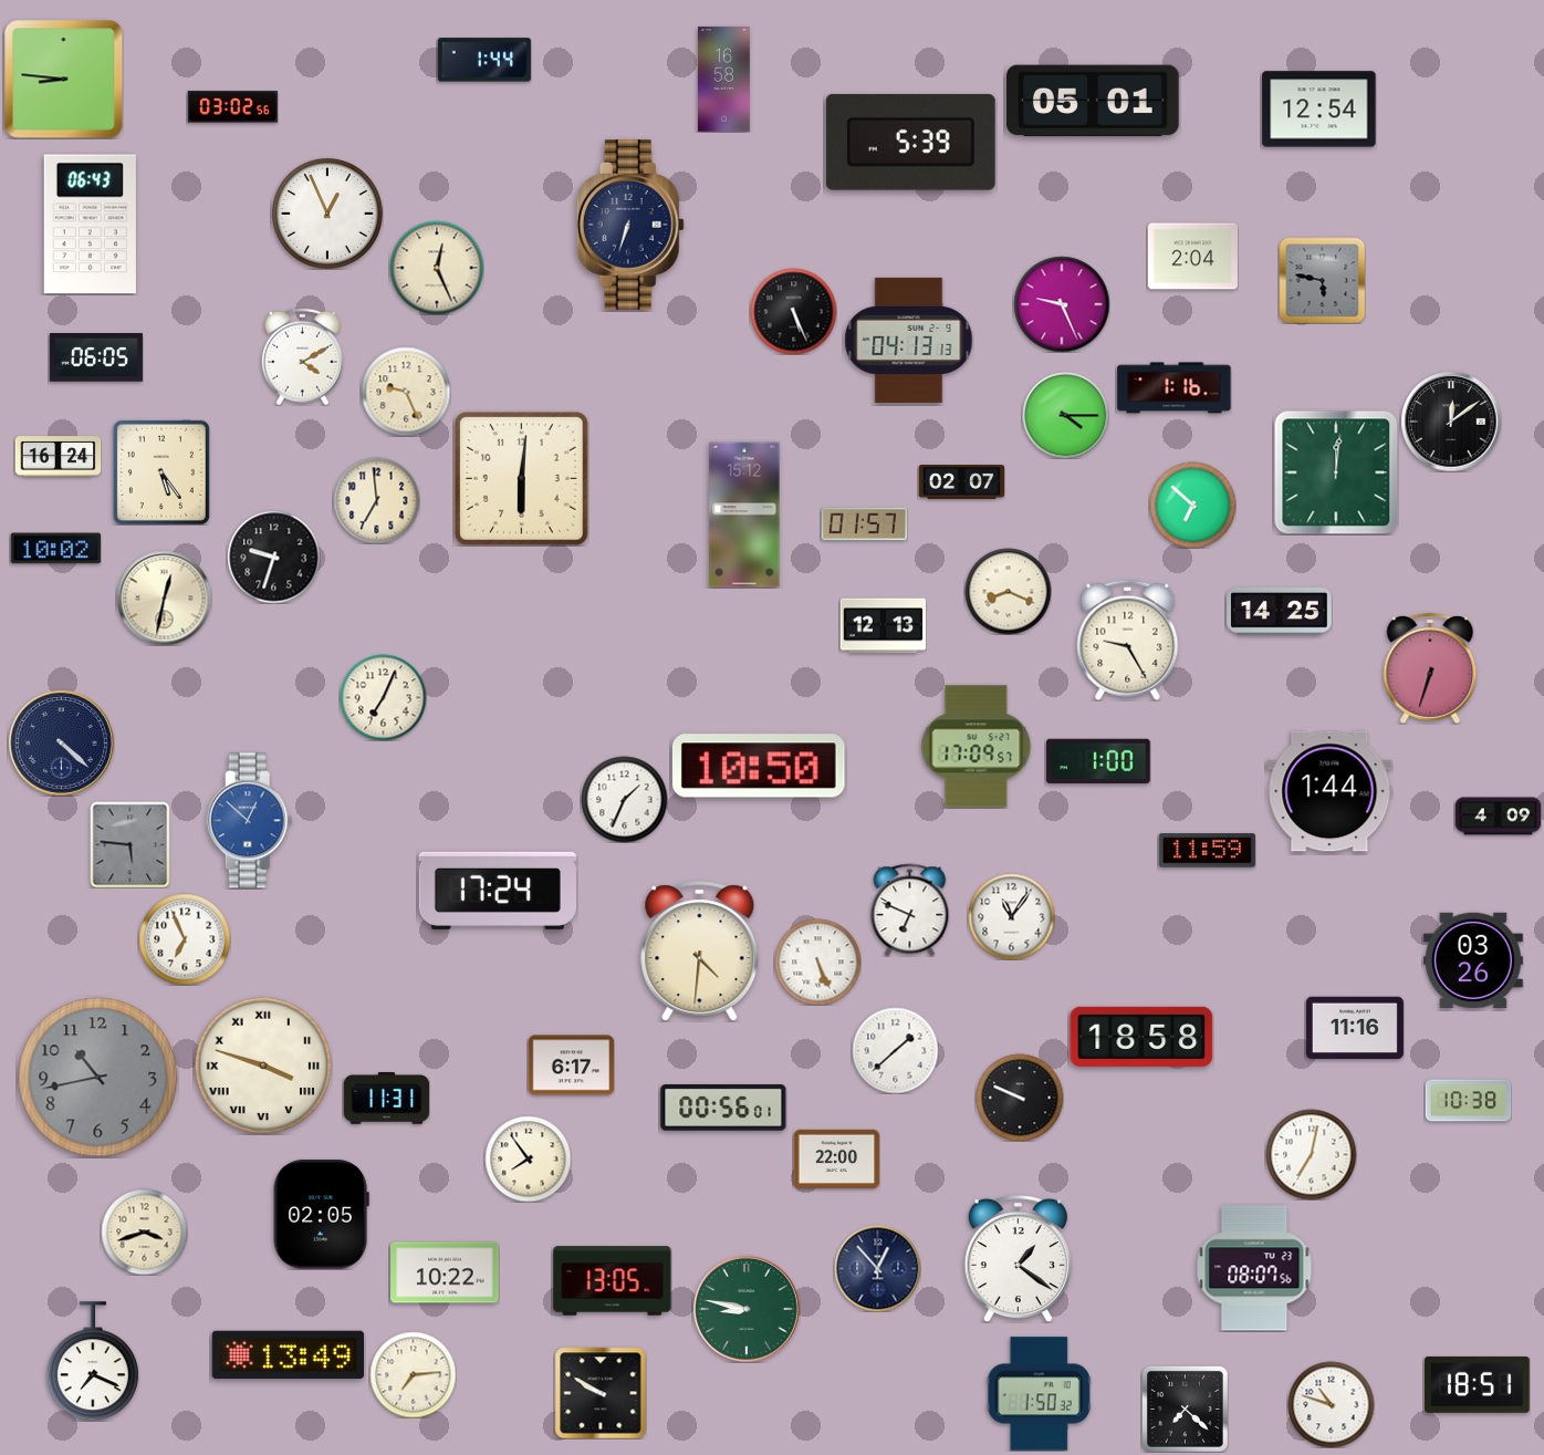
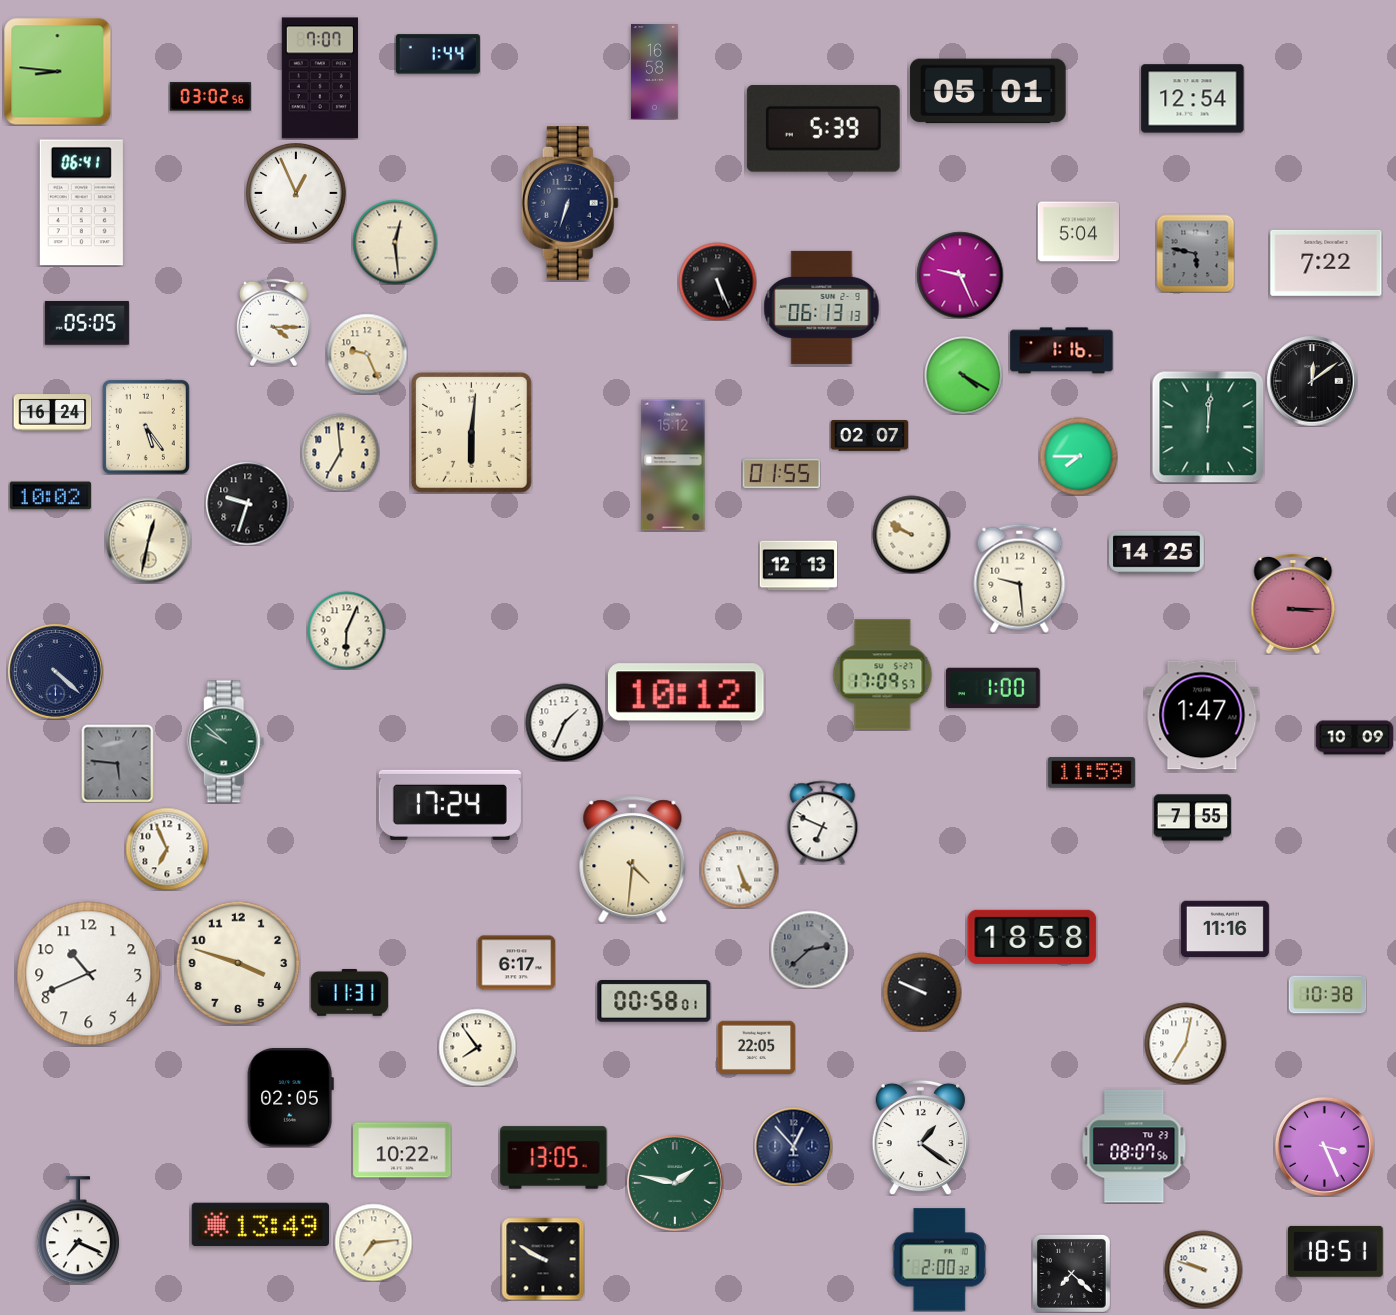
clock at (320, 78): none -> 7:07
clock at (90, 225): 06:43 -> 06:41
clock at (1192, 257): 2:04 -> 5:04
clock at (437, 268): 12:26 -> 12:29
clock at (1326, 263): none -> 7:22
clock at (909, 340): 04:13 -> 06:13
clock at (302, 356): 4:10 -> 4:15
clock at (96, 358): 06:05 -> 05:05
clock at (1065, 415): 4:15 -> 4:20
clock at (1192, 505): 6:52 -> 7:45
clock at (864, 524): 01:57 -> 01:55
clock at (1008, 591): 8:19 -> 9:50
clock at (1128, 640): 9:25 -> 9:29
clock at (1430, 668): 6:33 -> 3:15
clock at (383, 697): 7:04 -> 6:04
clock at (759, 766): 10:50 -> 10:12
clock at (1329, 791): 1:44 -> 1:47
clock at (1498, 817): 4:09 -> 10:09
clock at (250, 821): 12:52 -> 9:52
clock at (250, 821) dial: blue -> green
clock at (1207, 851) position: (1207, 851) -> (1091, 773)
clock at (1192, 818): none -> 7:55
clock at (1011, 916): 11:06 -> none
clock at (1473, 960): 03:26 -> none
clock at (895, 1050): 1:38 -> 2:38
clock at (895, 1050) dial: white -> grey
clock at (263, 1066) numerals: Roman -> Arabic
clock at (98, 1078): 10:43 -> 10:41
clock at (98, 1078) dial: grey -> white
clock at (723, 1109): 00:56 -> 00:58
clock at (836, 1158): 22:00 -> 22:05
clock at (144, 1231): 3:42 -> none
clock at (1324, 1146): none -> 3:26
clock at (747, 1309): 8:47 -> 1:47
clock at (93, 1361) position: (93, 1361) -> (78, 1230)
clock at (1039, 1394): 1:50 -> 2:00
clock at (1331, 1404): 10:48 -> 9:48
